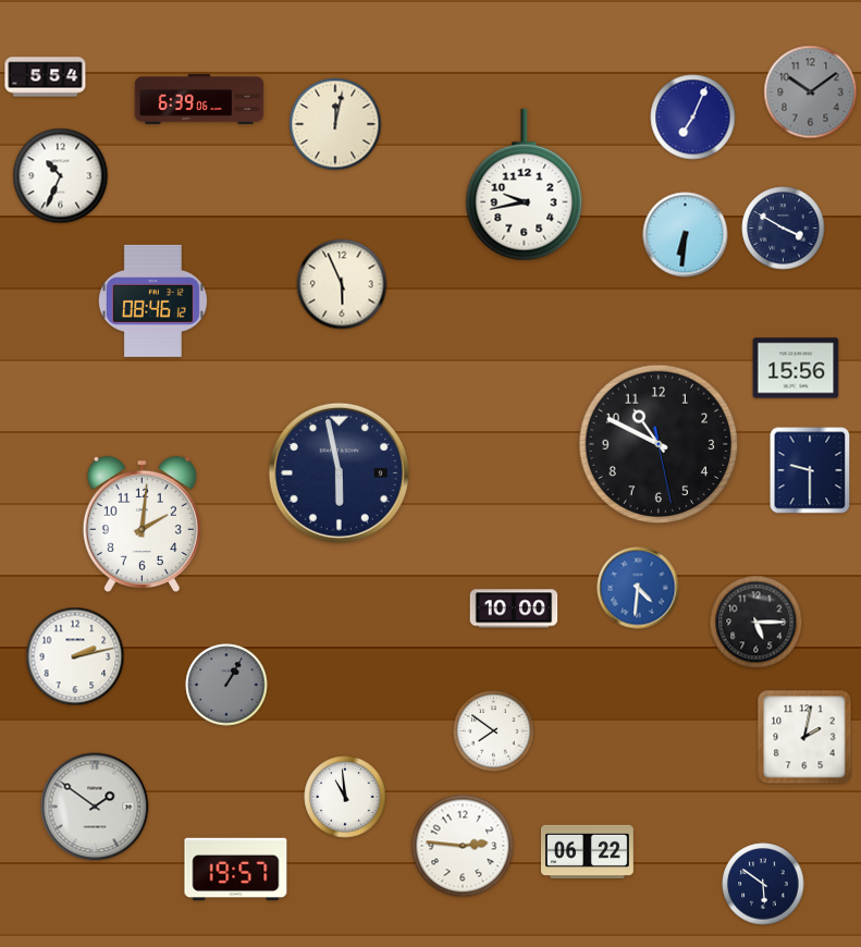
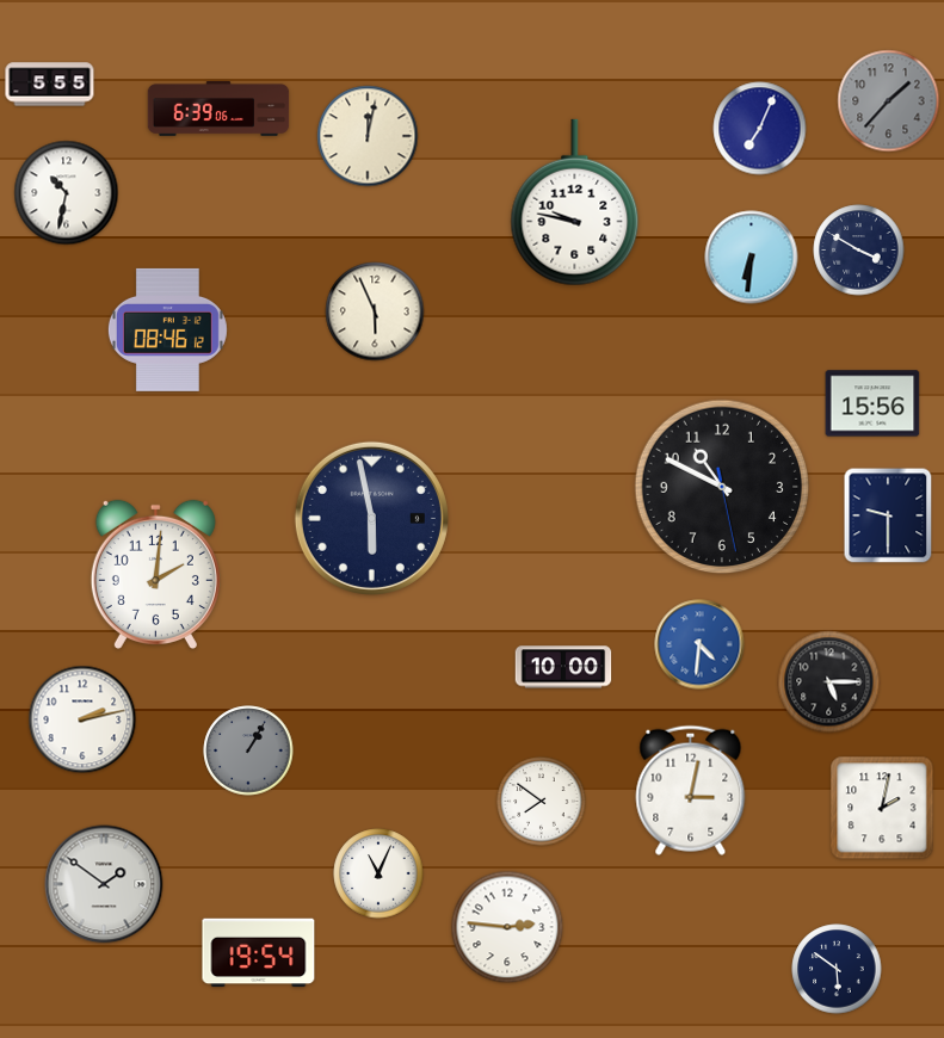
clock at (46, 77): 5:54 -> 5:55
clock at (811, 93): 10:09 -> 1:37
clock at (61, 176): 10:34 -> 10:32
clock at (525, 185): 9:43 -> 9:47
clock at (691, 790): none -> 3:02
clock at (345, 797): 10:59 -> 11:04
clock at (587, 851): 06:22 -> none
clock at (236, 870): 19:57 -> 19:54
